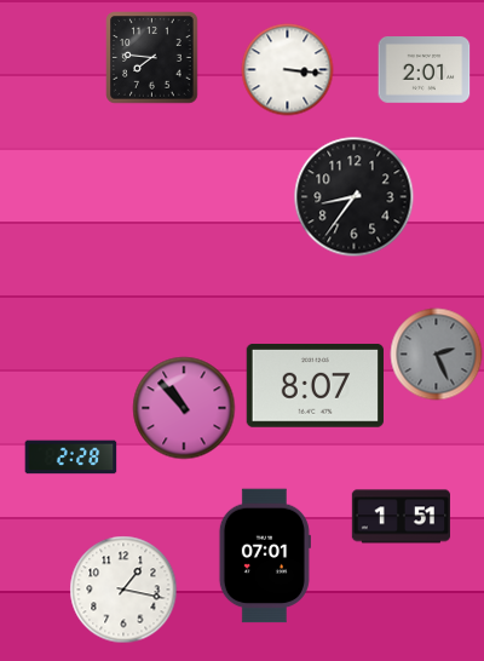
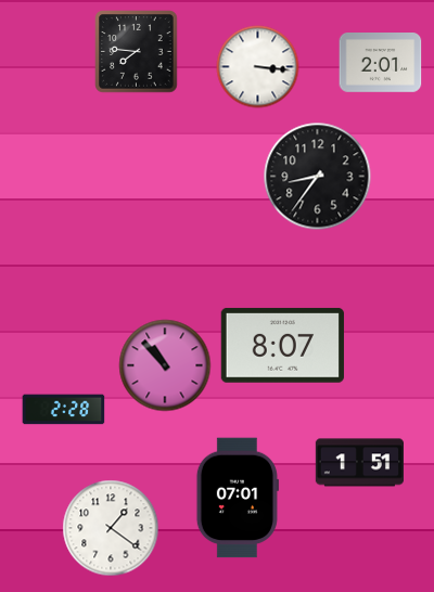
clock at (288, 70) position: (288, 70) -> (258, 67)
clock at (437, 355): 2:26 -> none
clock at (123, 590): 1:17 -> 1:21
